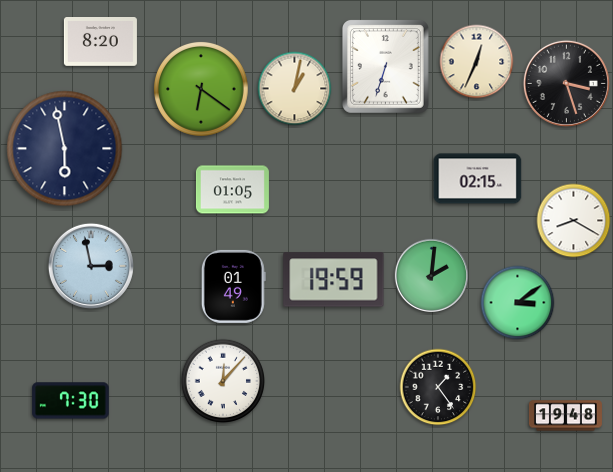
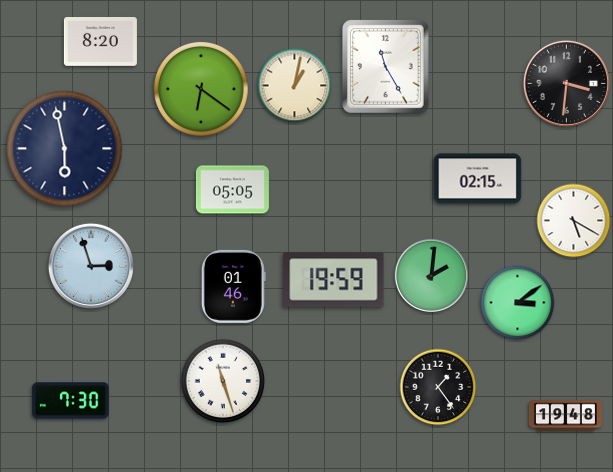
clock at (477, 62): 12:34 -> none
clock at (385, 66): 6:33 -> 11:25
clock at (566, 83): 3:27 -> 3:31
clock at (295, 89) position: (295, 89) -> (295, 86)
clock at (232, 190): 01:05 -> 05:05
clock at (574, 221): 8:20 -> 5:20
clock at (91, 266): 2:58 -> 2:57
clock at (233, 286): 01:49 -> 01:46
clock at (222, 380): 12:07 -> 11:27
